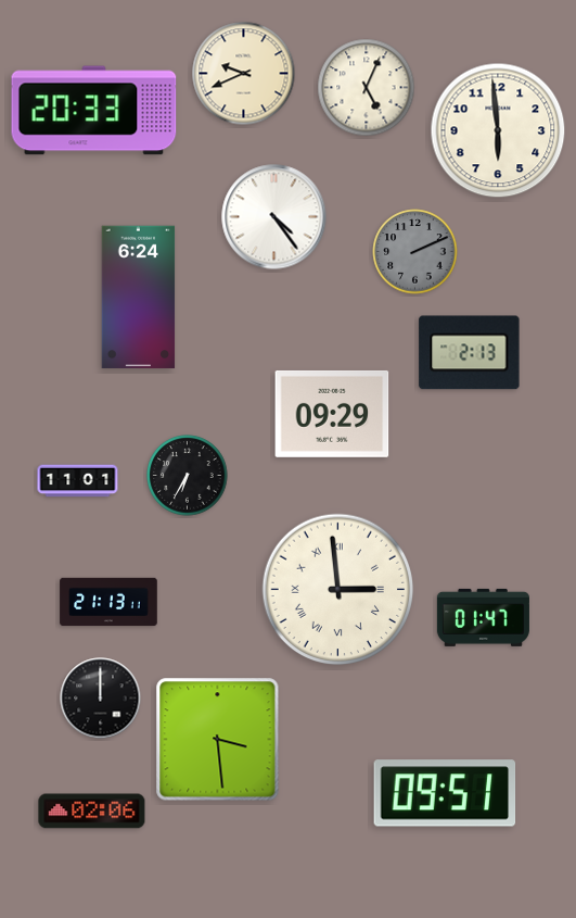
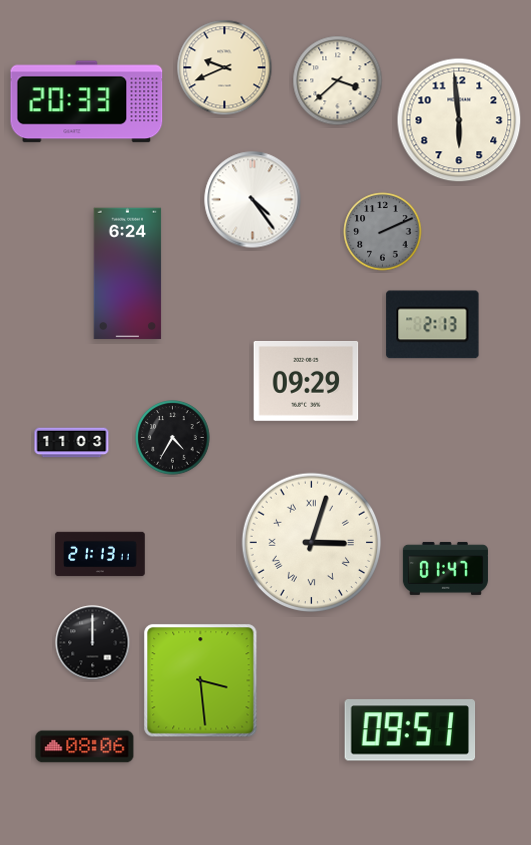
clock at (367, 88): 5:04 -> 3:38
clock at (188, 476): 6:35 -> 4:35
clock at (78, 481): 11:01 -> 11:03
clock at (338, 590): 2:59 -> 3:03
clock at (92, 812): 02:06 -> 08:06
